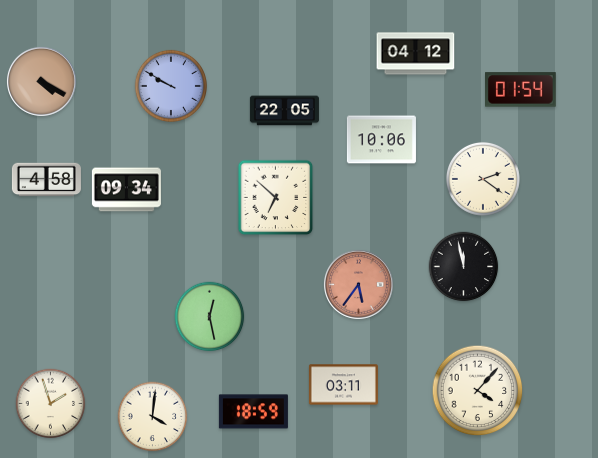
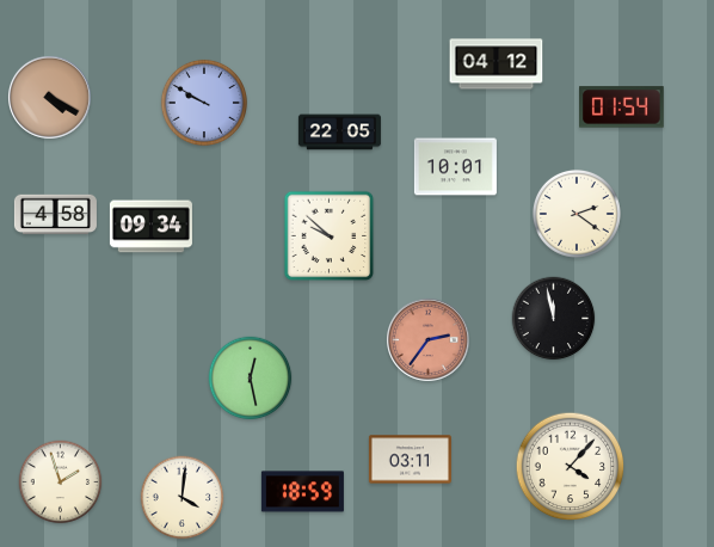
clock at (381, 140): 10:06 -> 10:01
clock at (276, 198): 6:52 -> 9:52
clock at (359, 285): 5:36 -> 2:36
